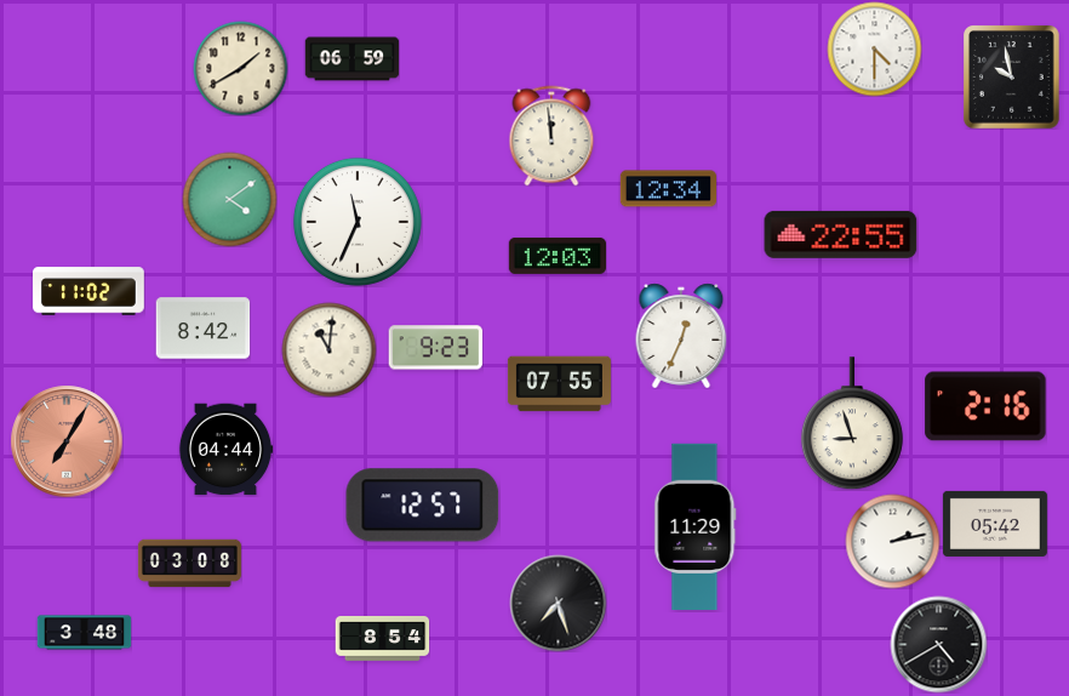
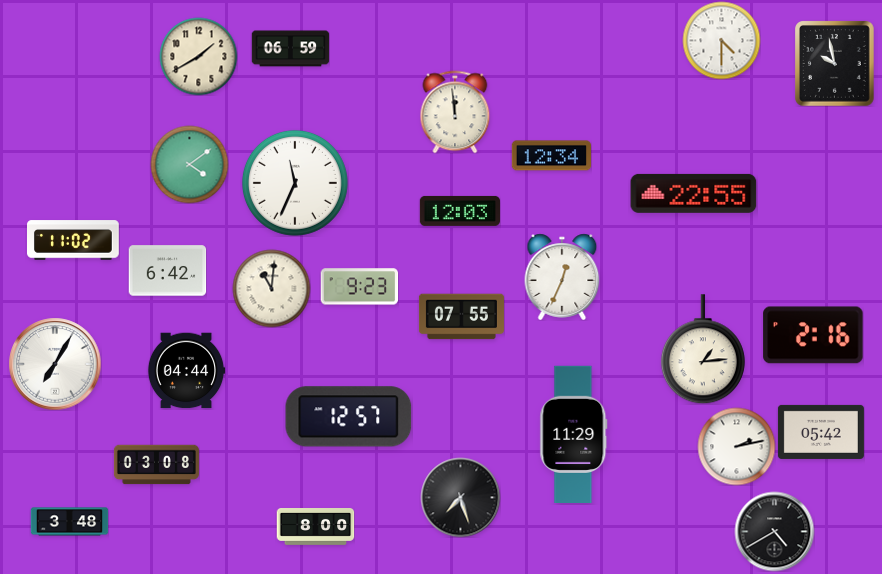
clock at (202, 329): 8:42 -> 6:42
clock at (852, 423): 8:57 -> 1:14
clock at (67, 441) dial: salmon -> white
clock at (382, 639): 8:54 -> 8:00
